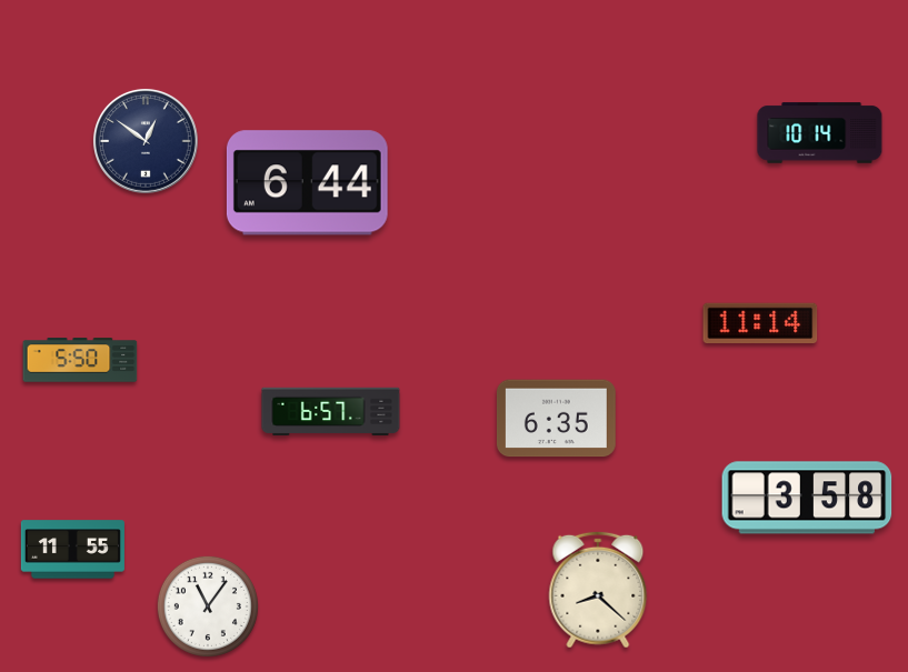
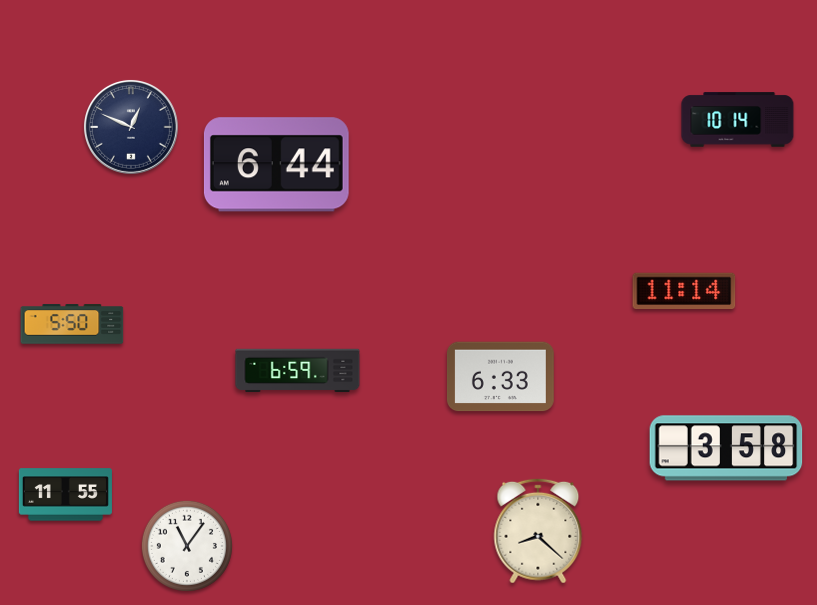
clock at (146, 141): 12:51 -> 12:49
clock at (331, 412): 6:57 -> 6:59
clock at (556, 419): 6:35 -> 6:33
